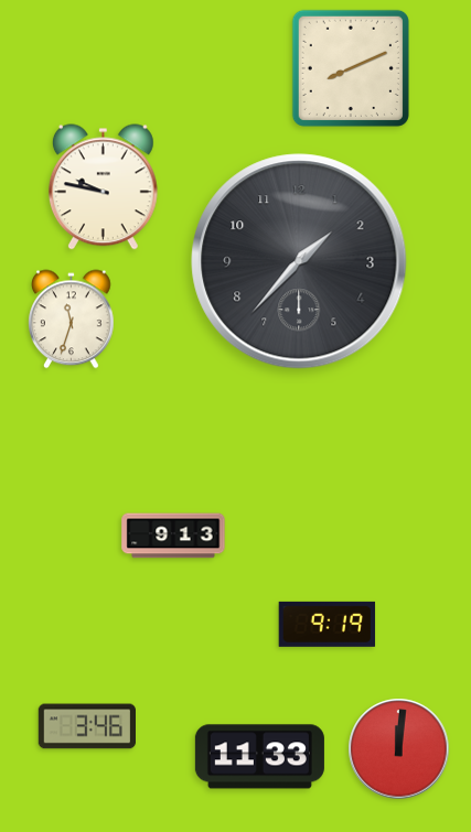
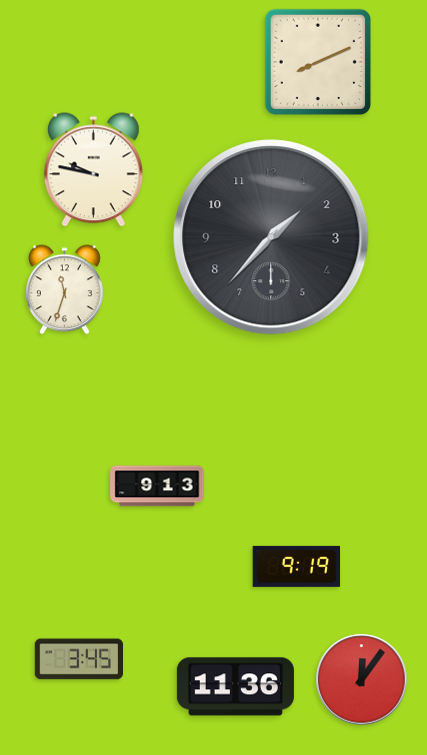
clock at (86, 726): 3:46 -> 3:45
clock at (399, 749): 12:01 -> 12:06
clock at (259, 757): 11:33 -> 11:36
